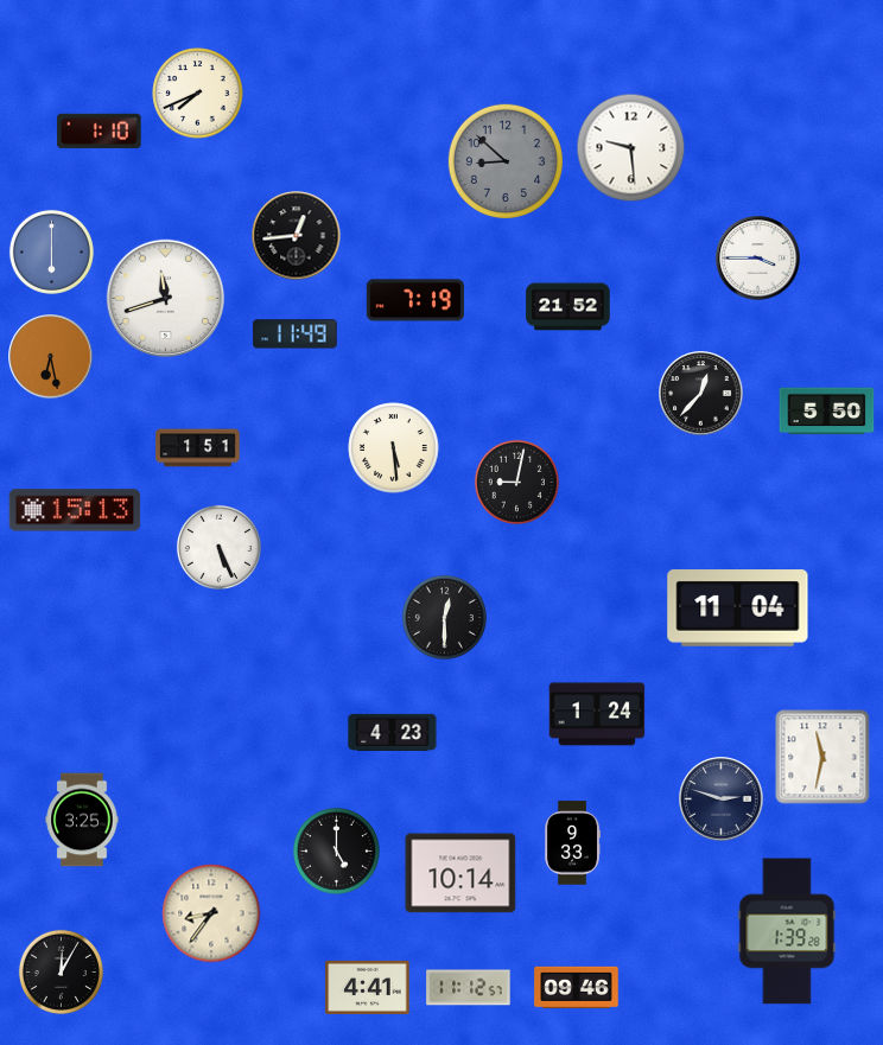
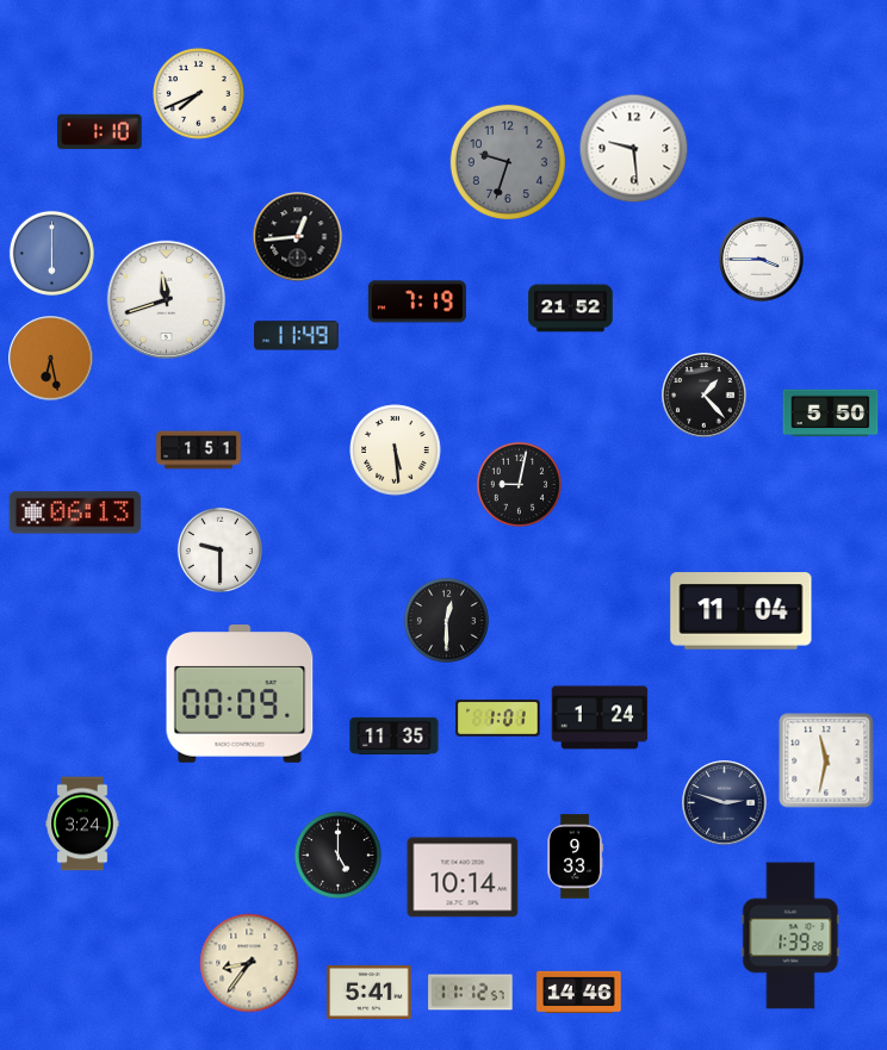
clock at (504, 160): 8:52 -> 9:33
clock at (701, 394): 12:37 -> 1:23
clock at (75, 510): 15:13 -> 06:13
clock at (218, 547): 5:26 -> 9:30
clock at (240, 694): none -> 00:09
clock at (498, 719): none -> 1:01
clock at (393, 732): 4:23 -> 11:35
clock at (82, 820): 3:25 -> 3:24
clock at (573, 843) position: (573, 843) -> (576, 857)
clock at (211, 913) position: (211, 913) -> (249, 963)
clock at (61, 971): 12:05 -> none
clock at (368, 987): 4:41 -> 5:41
clock at (577, 987): 09:46 -> 14:46
